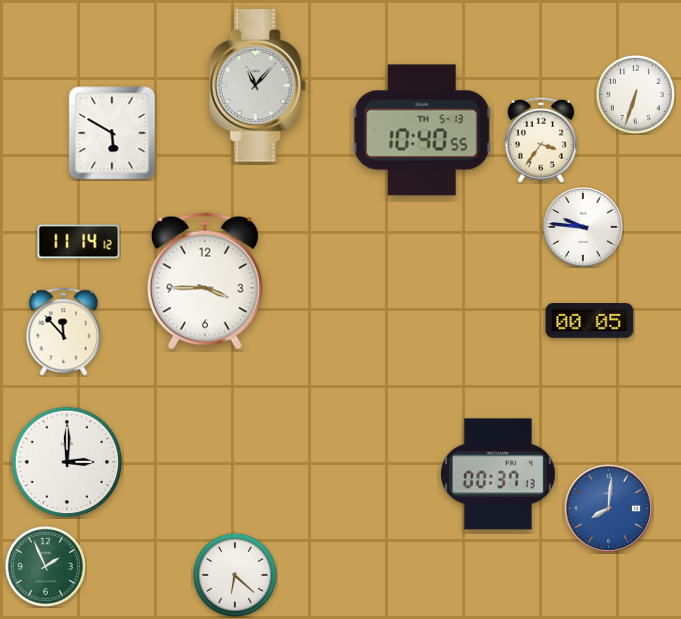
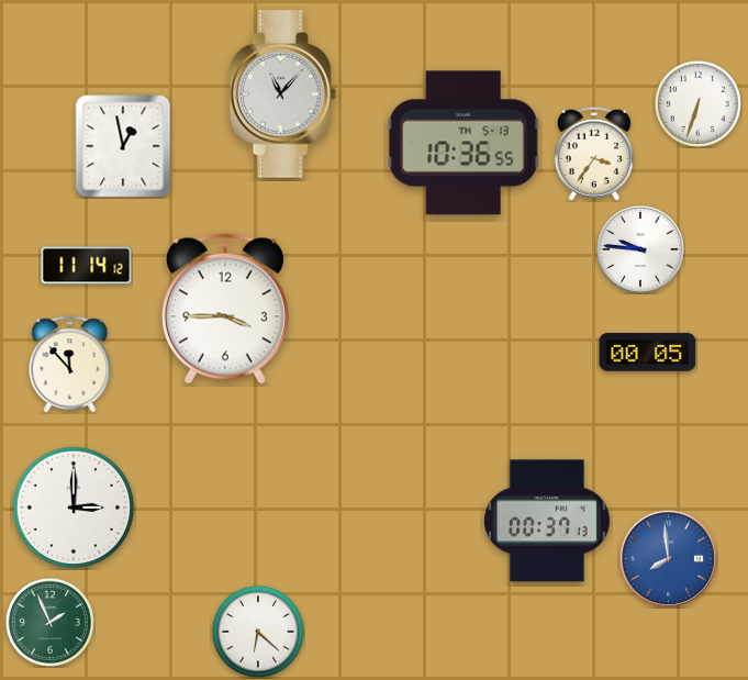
clock at (422, 130): 10:40 -> 10:36
clock at (112, 133): 5:50 -> 12:58
clock at (608, 508): 8:01 -> 7:59
